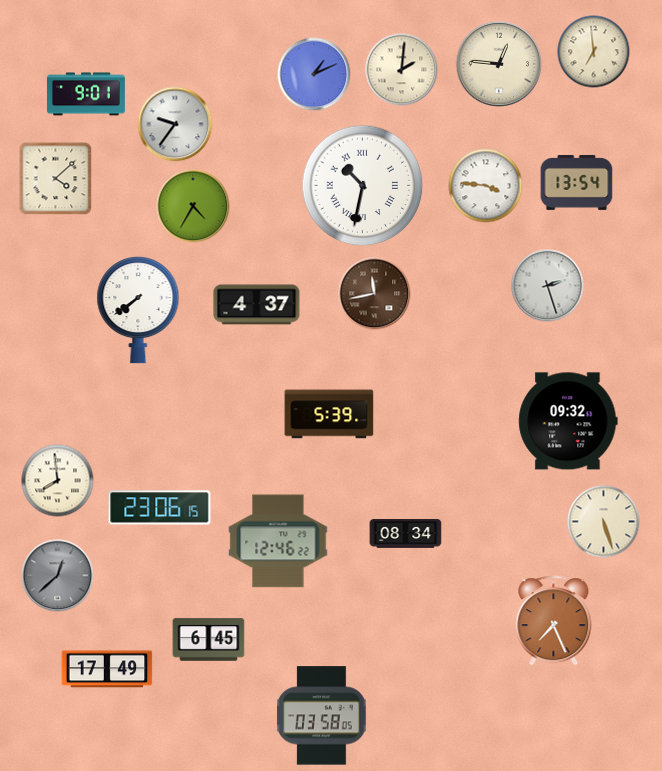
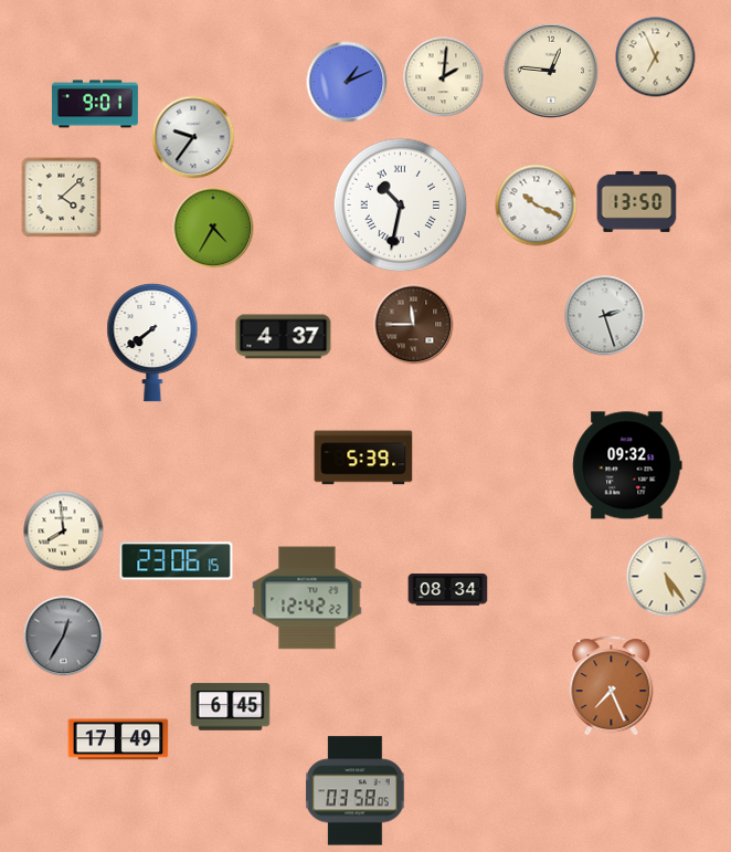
clock at (594, 52): 6:59 -> 6:56
clock at (577, 182): 13:54 -> 13:50
clock at (486, 186): 3:46 -> 10:19
clock at (375, 294): 11:43 -> 11:45
clock at (604, 522): 5:27 -> 5:24
clock at (278, 541): 12:46 -> 12:42
clock at (58, 576): 12:38 -> 12:35
